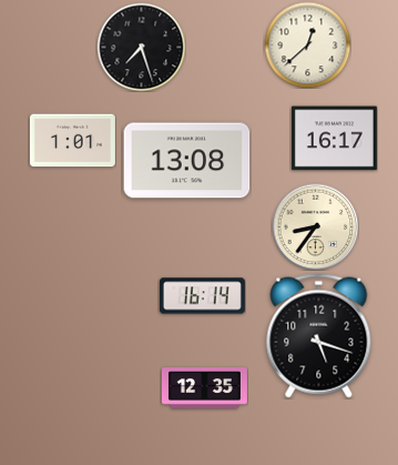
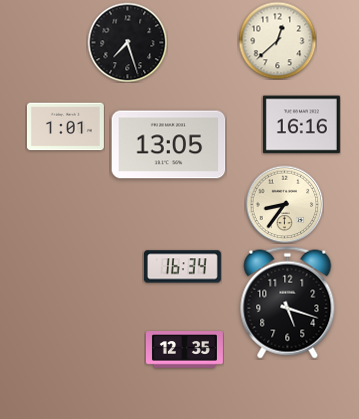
clock at (334, 139): 16:17 -> 16:16
clock at (187, 161): 13:08 -> 13:05
clock at (202, 296): 16:14 -> 16:34
